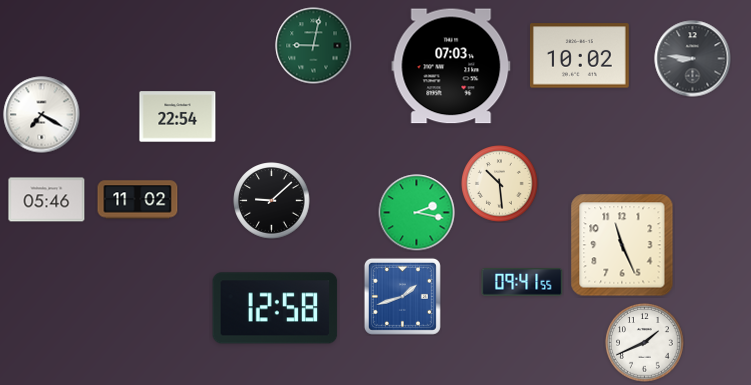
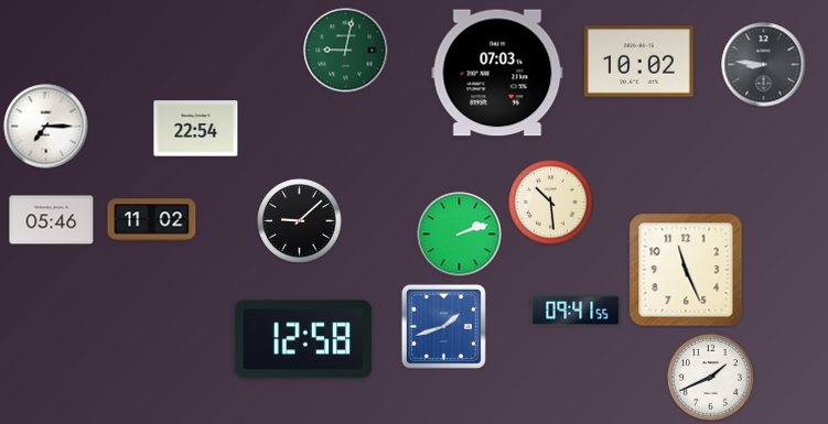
clock at (42, 115): 7:20 -> 7:15
clock at (417, 213): 2:17 -> 2:12
